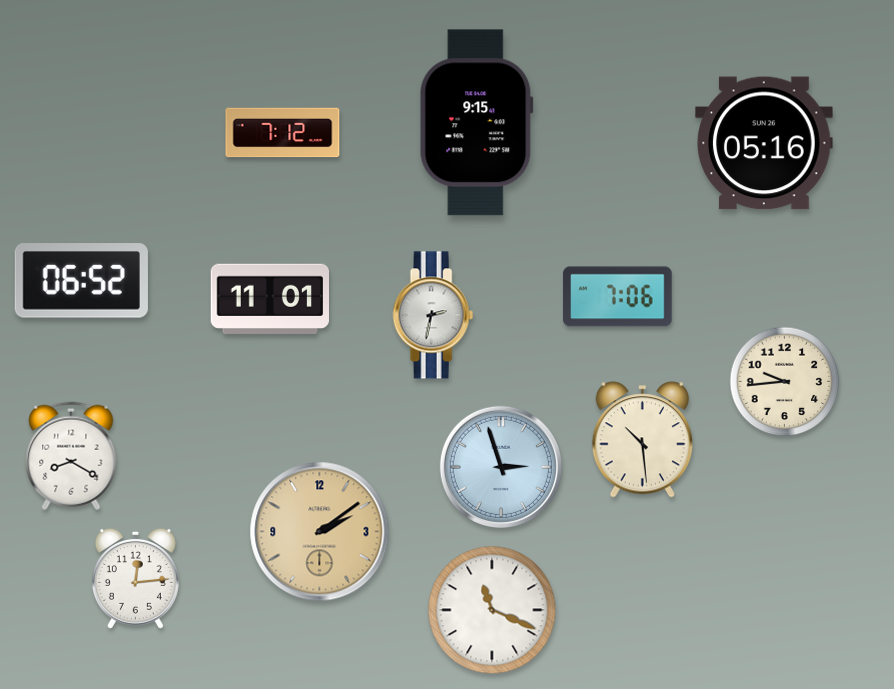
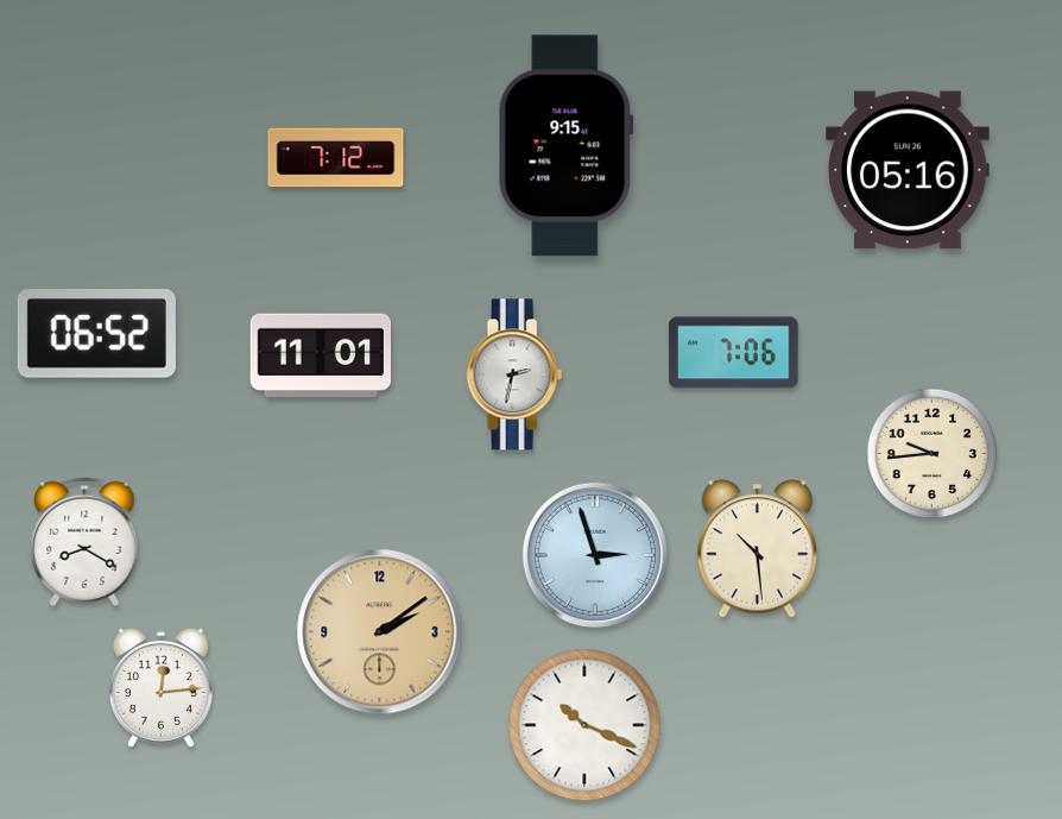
clock at (643, 440) position: (643, 440) -> (758, 549)
clock at (492, 610): 11:19 -> 10:19
